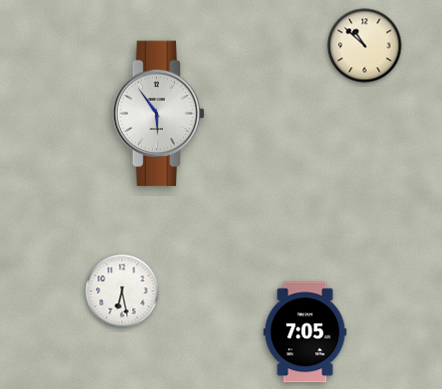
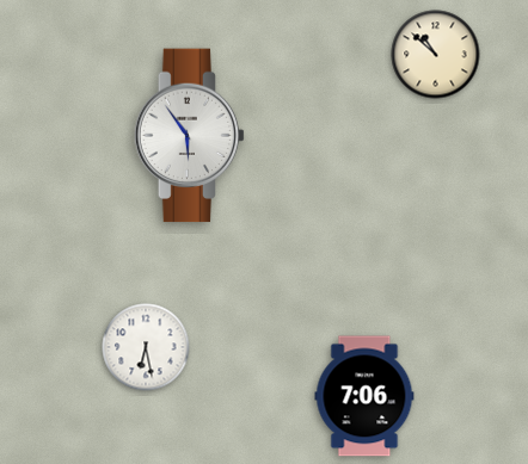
clock at (305, 332): 7:05 -> 7:06
